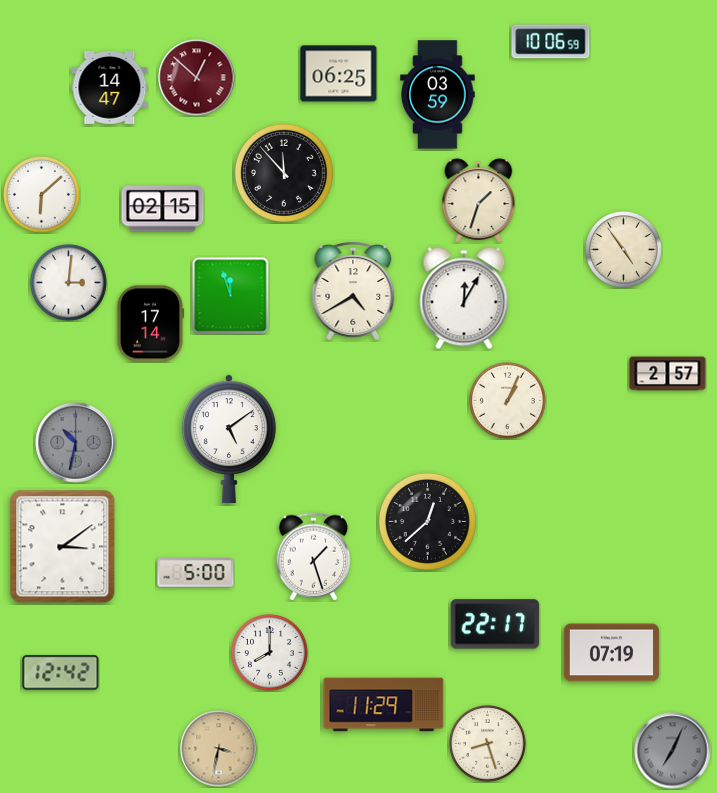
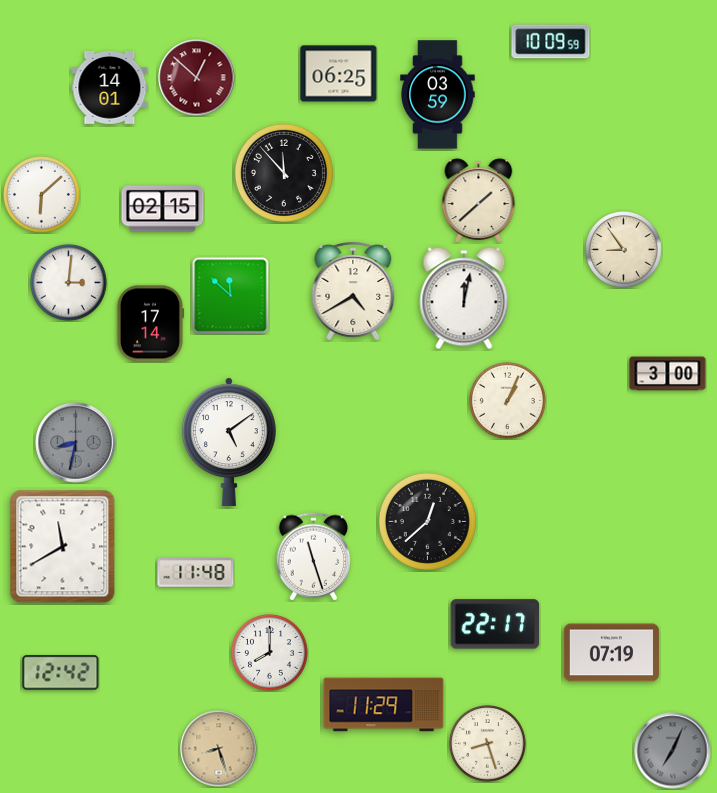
clock at (551, 42): 10:06 -> 10:09
clock at (110, 87): 14:47 -> 14:01
clock at (479, 201): 1:33 -> 1:38
clock at (624, 250): 4:54 -> 8:54
clock at (231, 296): 11:57 -> 11:52
clock at (464, 298): 12:05 -> 12:02
clock at (668, 374): 2:57 -> 3:00
clock at (229, 439) position: (229, 439) -> (229, 442)
clock at (76, 443): 10:32 -> 8:32
clock at (63, 547): 3:09 -> 11:40
clock at (314, 557): 1:27 -> 11:27
clock at (196, 573): 5:00 -> 11:48
clock at (219, 749): 3:32 -> 8:27
